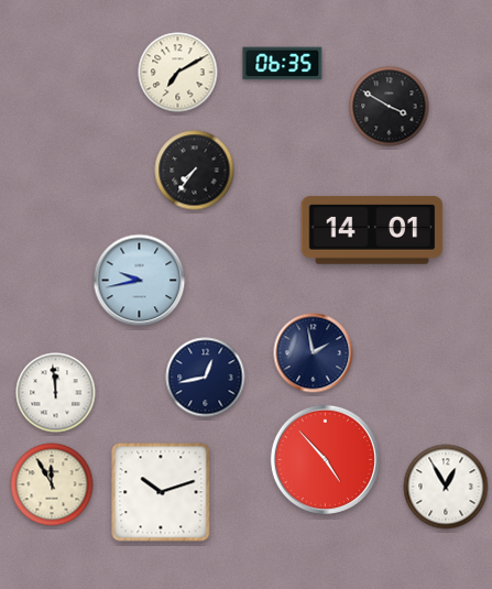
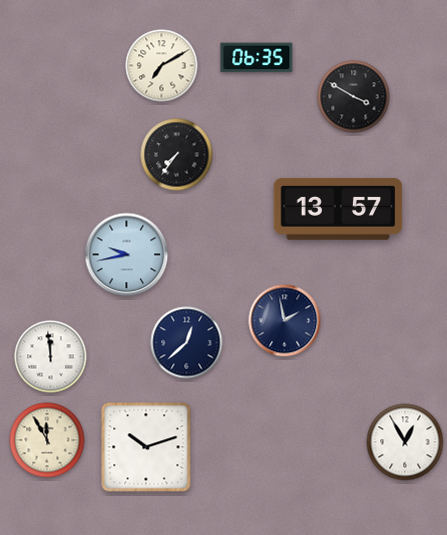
clock at (372, 230): 14:01 -> 13:57
clock at (206, 378): 12:43 -> 12:38
clock at (325, 459): 4:53 -> none
